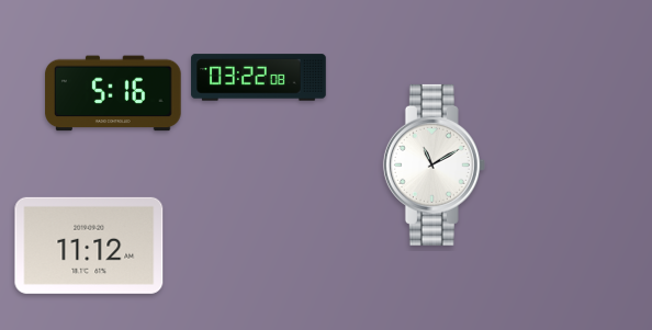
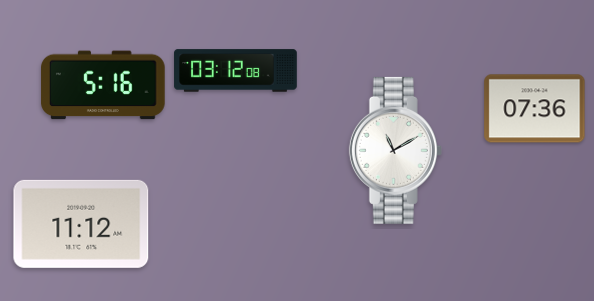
clock at (259, 78): 03:22 -> 03:12
clock at (535, 109): none -> 07:36
